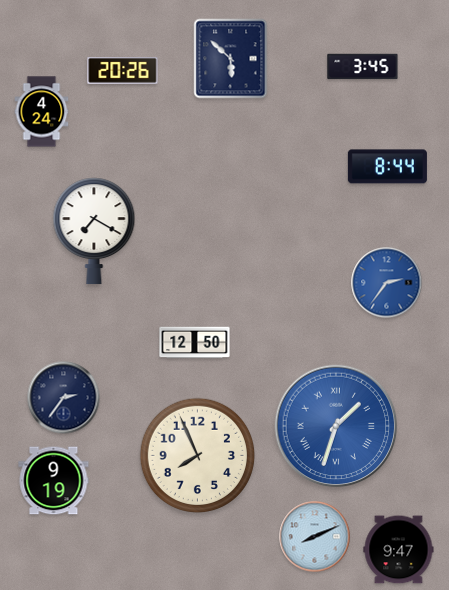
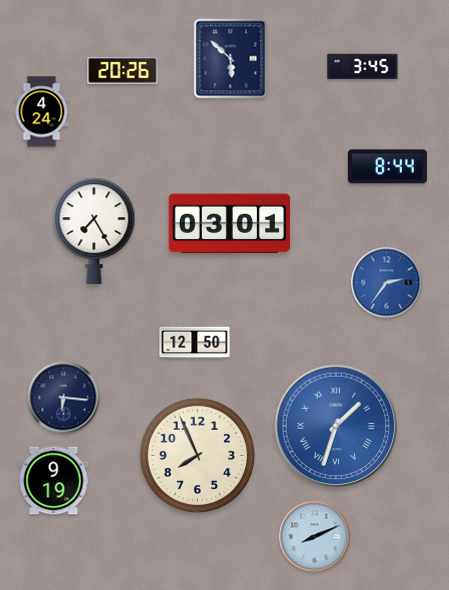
clock at (229, 224): none -> 03:01
clock at (94, 231): 7:20 -> 7:25
clock at (64, 398): 2:36 -> 6:16
clock at (399, 550): 9:47 -> none
